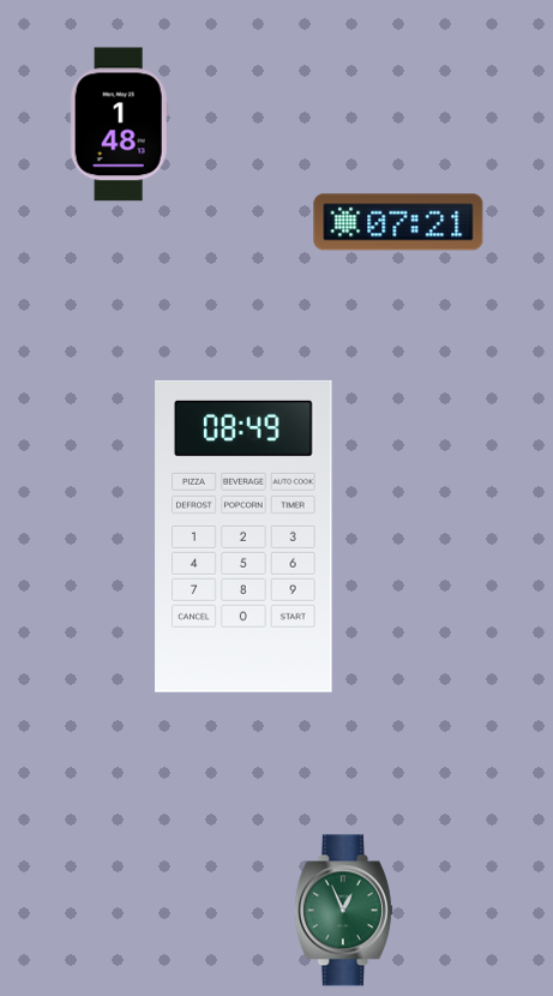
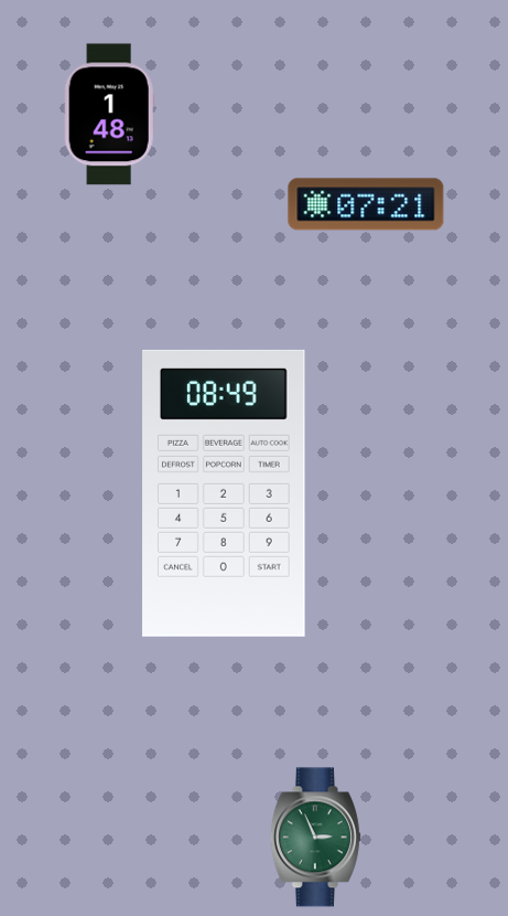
clock at (343, 911): 12:56 -> 2:56
